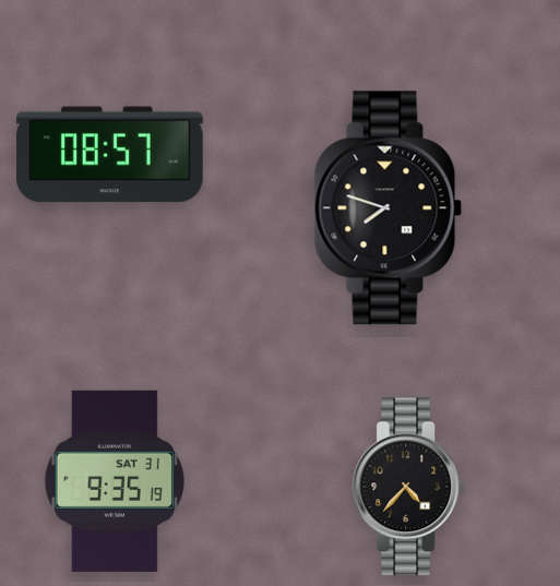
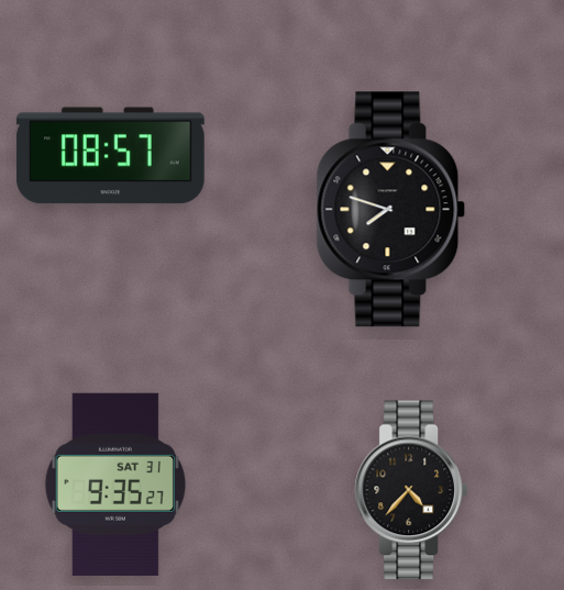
clock at (115, 481): 9:35:19 -> 9:35:27
